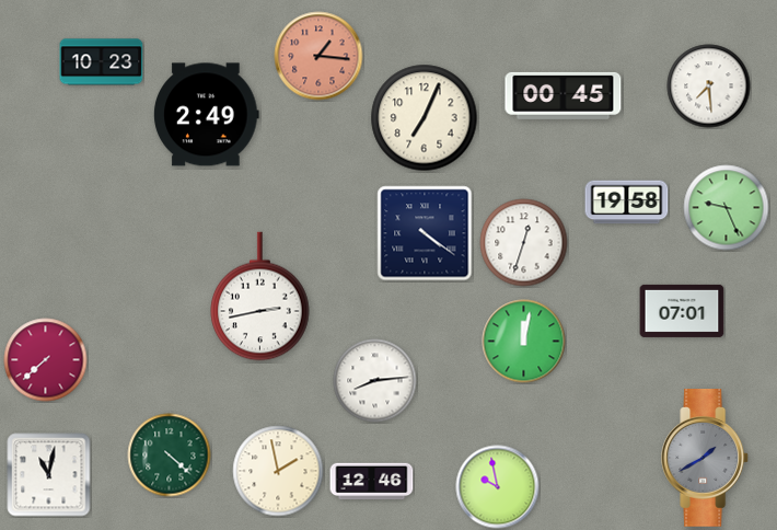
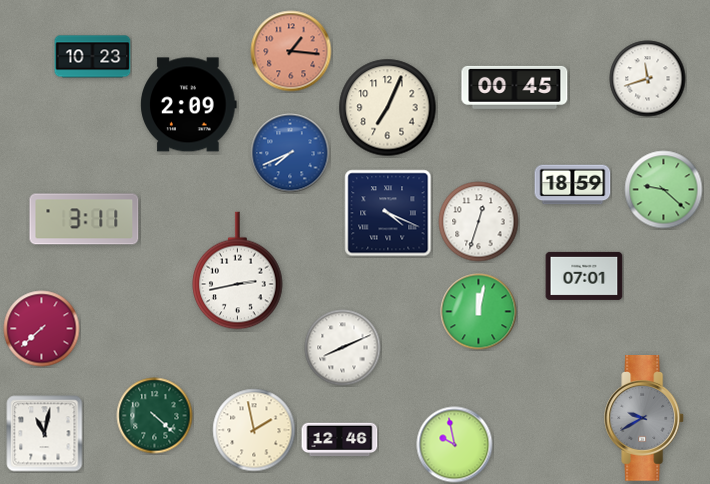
clock at (709, 87): 7:29 -> 11:42
clock at (207, 115): 2:49 -> 2:09
clock at (290, 153): none -> 7:41
clock at (627, 203): 19:58 -> 18:59
clock at (727, 208): 9:26 -> 9:22
clock at (425, 233): 4:21 -> 4:19
clock at (84, 219): none -> 3:11
clock at (682, 311) position: (682, 311) -> (584, 276)
clock at (375, 381): 8:14 -> 8:11
clock at (706, 459): 1:40 -> 9:40
